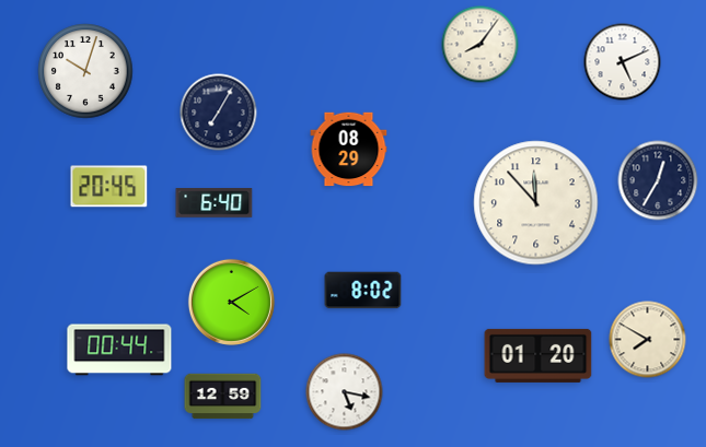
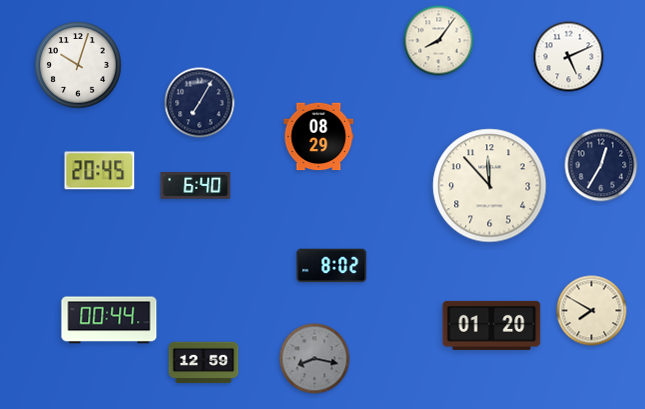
clock at (231, 302): 4:10 -> none
clock at (345, 392): 5:17 -> 8:17
clock at (345, 392) dial: white -> grey
